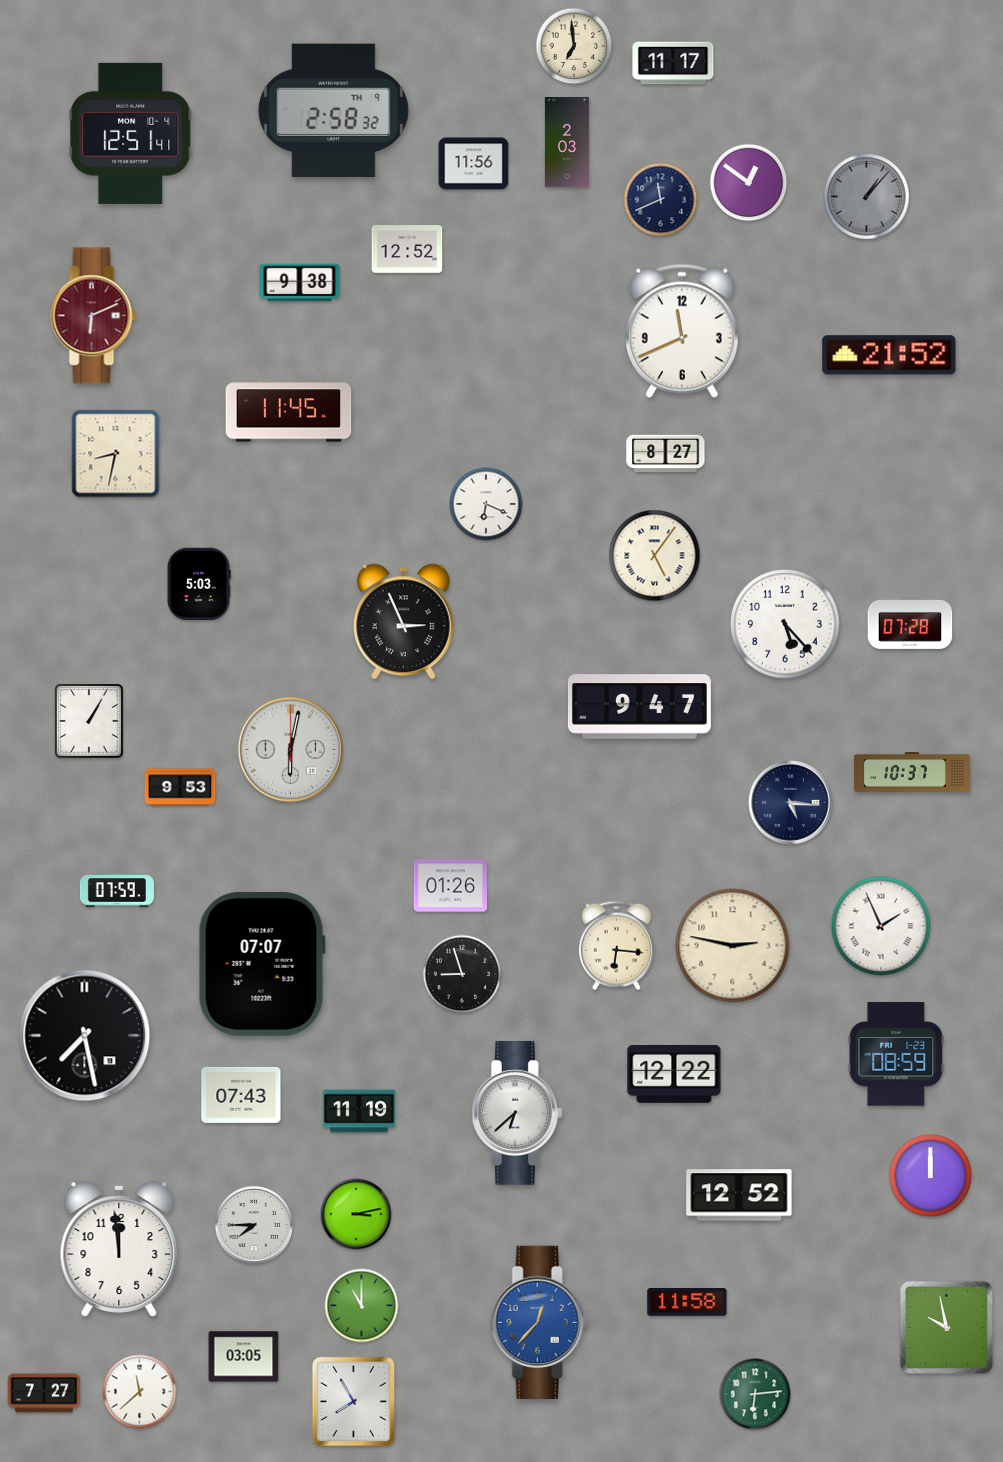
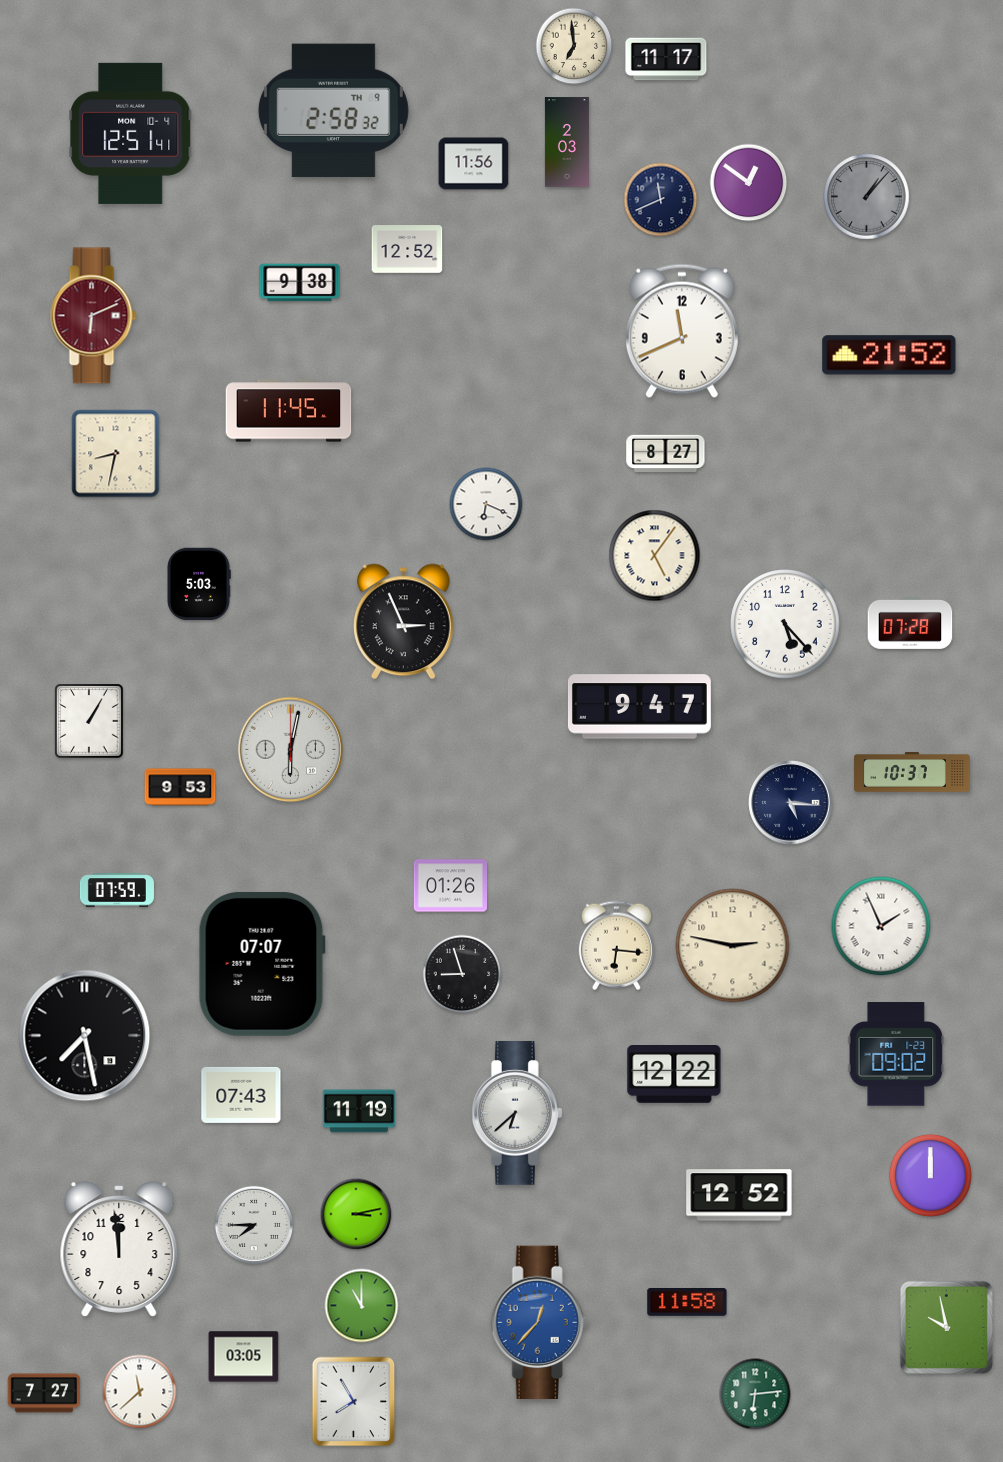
clock at (673, 63) position: (673, 63) -> (666, 59)
clock at (896, 1054): 08:59 -> 09:02
